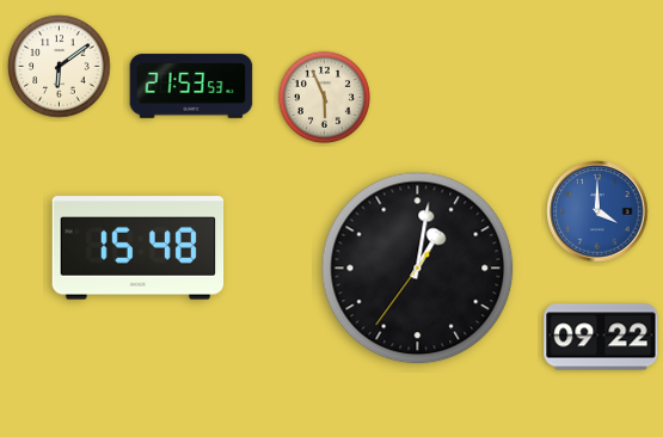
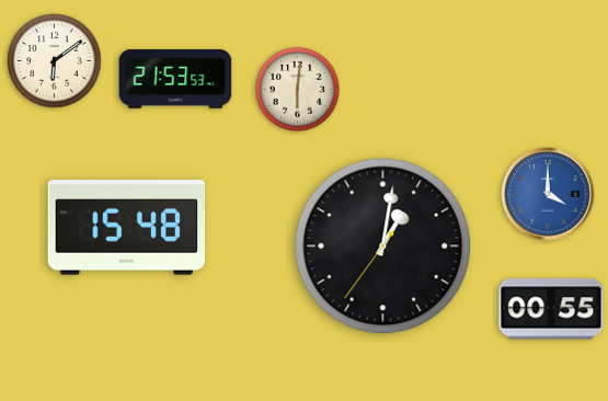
clock at (324, 97): 5:56 -> 6:01
clock at (601, 337): 09:22 -> 00:55
